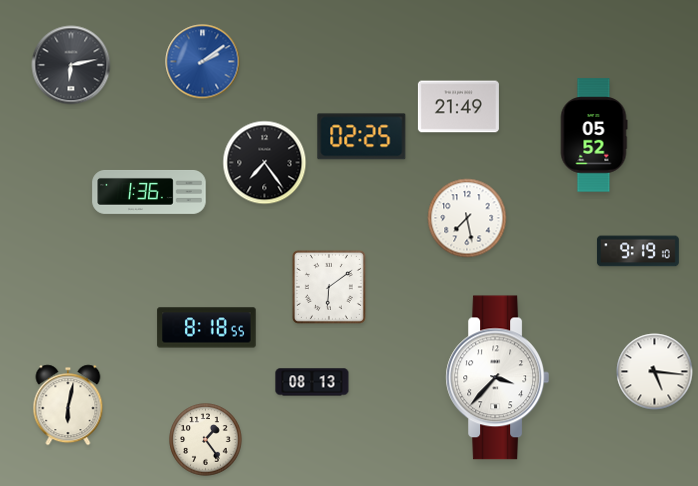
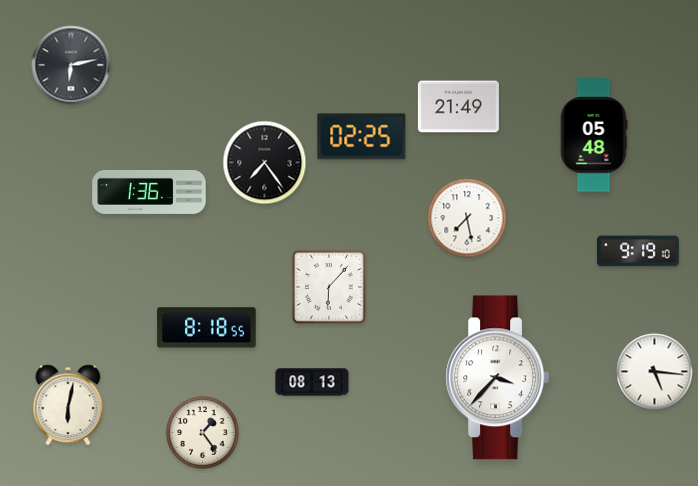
clock at (203, 62): 2:09 -> none
clock at (594, 135): 05:52 -> 05:48
clock at (329, 287): 6:09 -> 6:07
clock at (206, 440) position: (206, 440) -> (203, 433)
